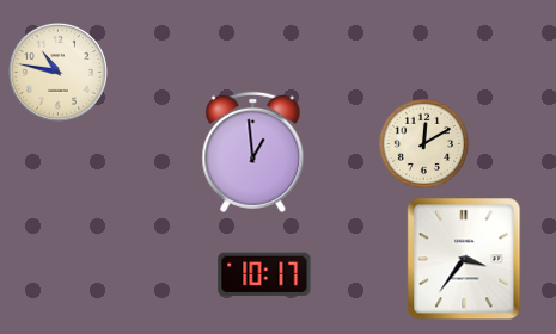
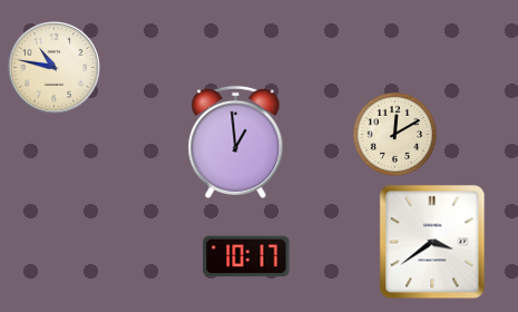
clock at (464, 259): 3:36 -> 3:39
